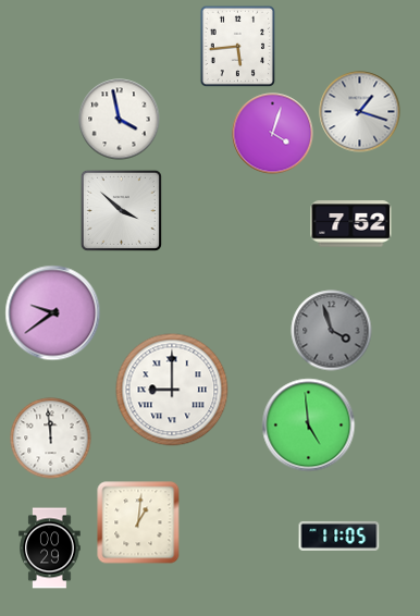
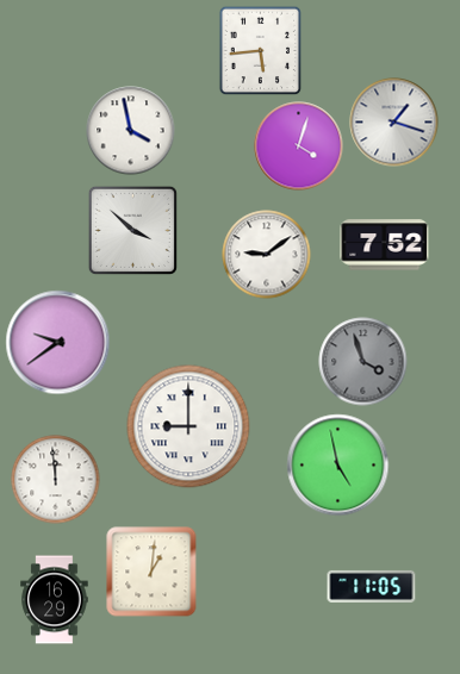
clock at (267, 255): none -> 9:09
clock at (309, 426): 4:59 -> 4:58
clock at (50, 549): 00:29 -> 16:29
